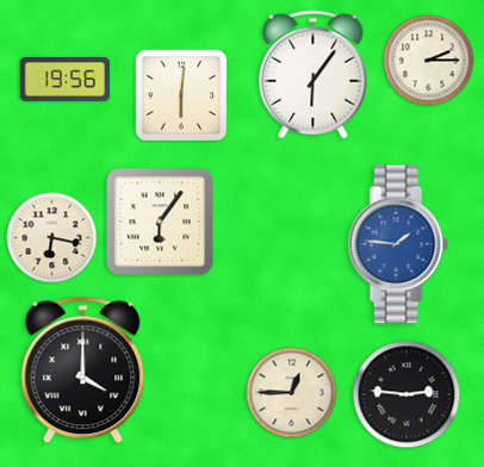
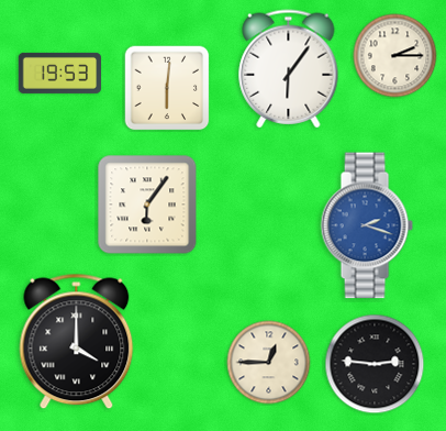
clock at (66, 79): 19:56 -> 19:53
clock at (52, 238): 6:17 -> none
clock at (398, 244): 1:46 -> 2:18
